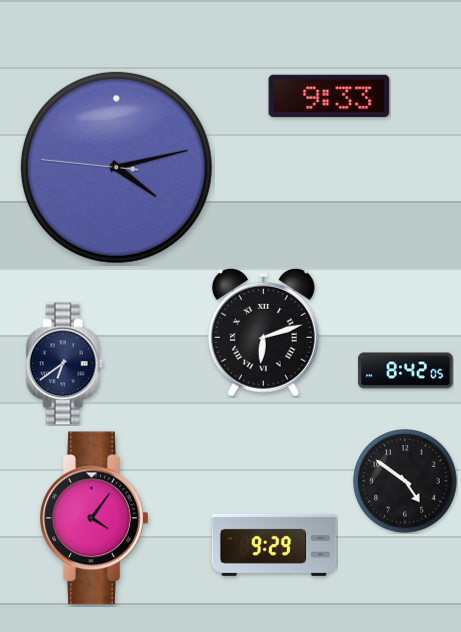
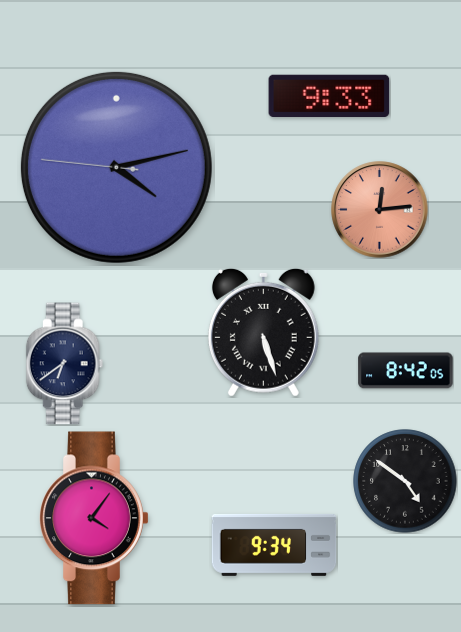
clock at (380, 210): none -> 12:14
clock at (263, 332): 6:12 -> 5:27
clock at (274, 545): 9:29 -> 9:34
